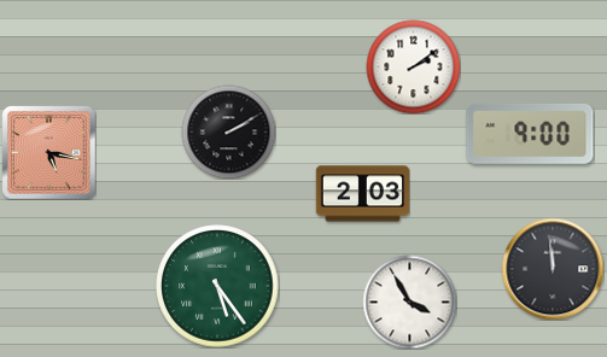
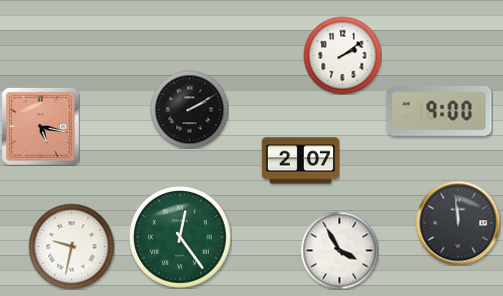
clock at (362, 194): 2:03 -> 2:07
clock at (217, 286): 5:24 -> 12:24
clock at (71, 246): none -> 9:32
